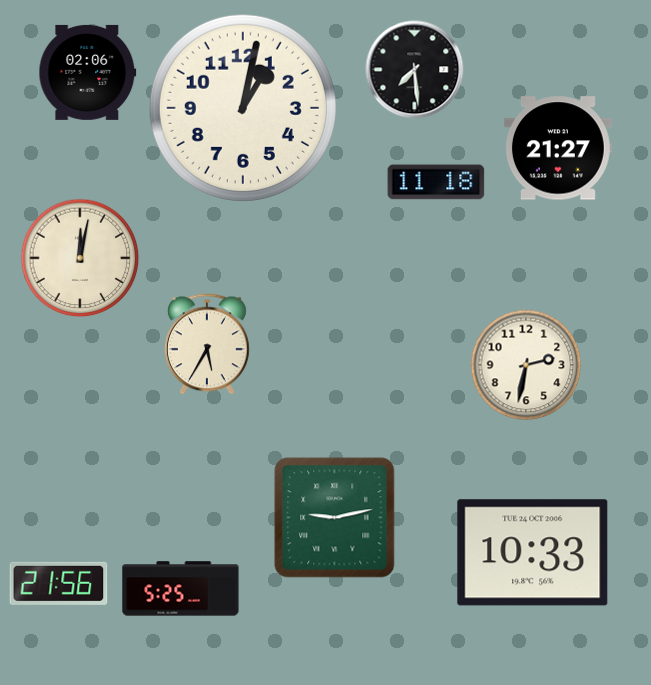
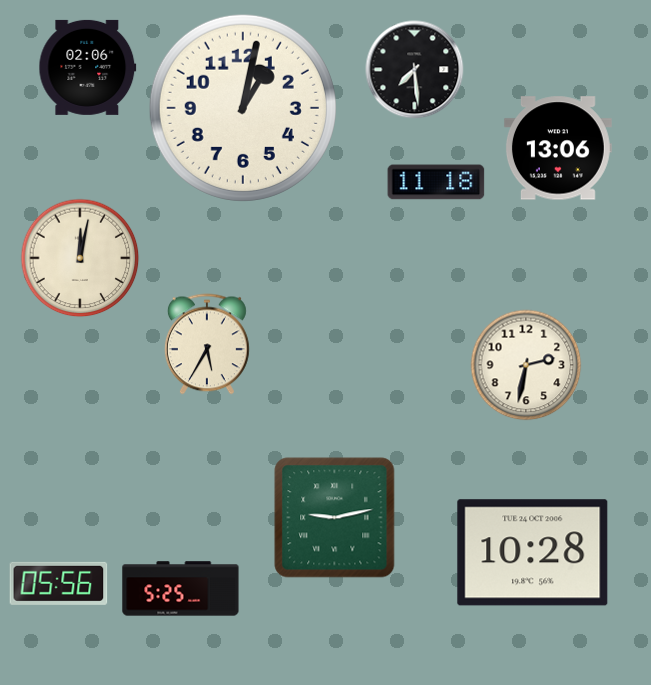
clock at (88, 72) position: (88, 72) -> (88, 67)
clock at (558, 148): 21:27 -> 13:06
clock at (533, 553): 10:33 -> 10:28
clock at (59, 583): 21:56 -> 05:56
